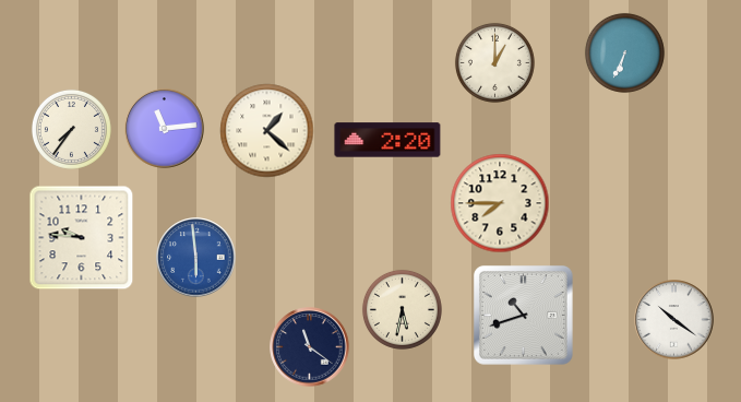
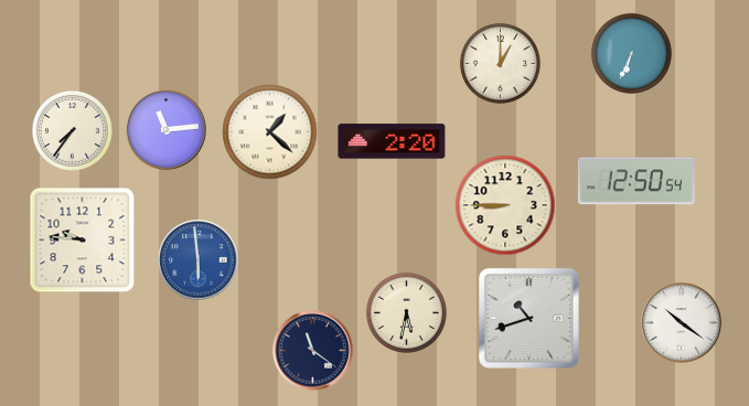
clock at (636, 181): none -> 12:50
clock at (500, 203): 7:45 -> 8:45
